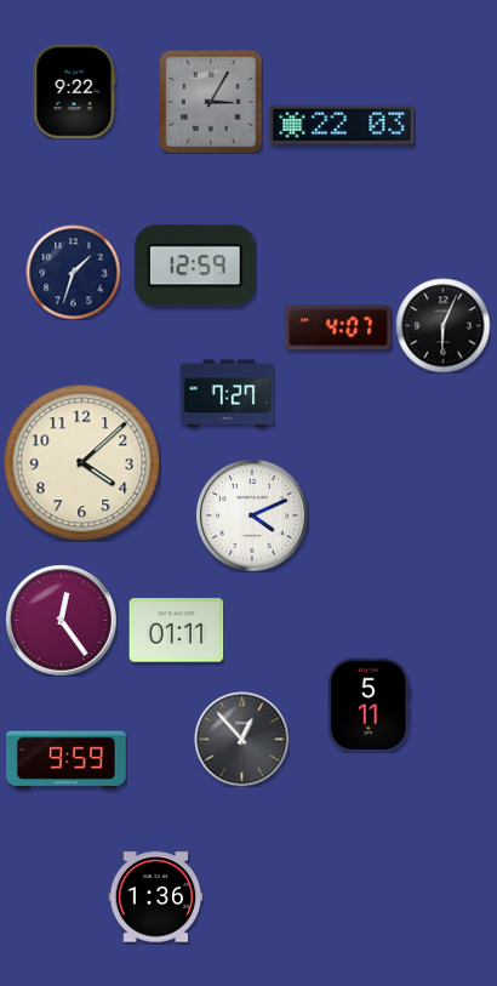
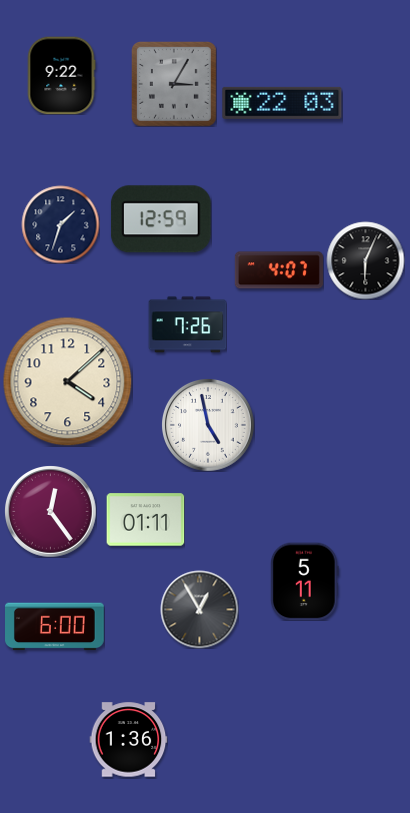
clock at (442, 325) position: (442, 325) -> (365, 260)
clock at (227, 394): 7:27 -> 7:26
clock at (252, 515): 4:11 -> 4:58
clock at (241, 739): 12:53 -> 12:55
clock at (67, 760): 9:59 -> 6:00
